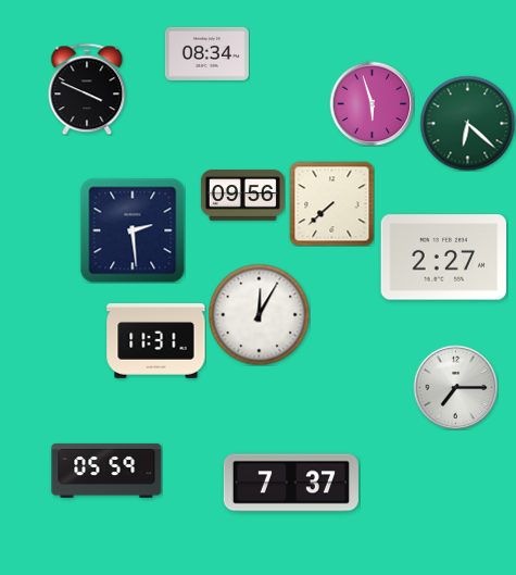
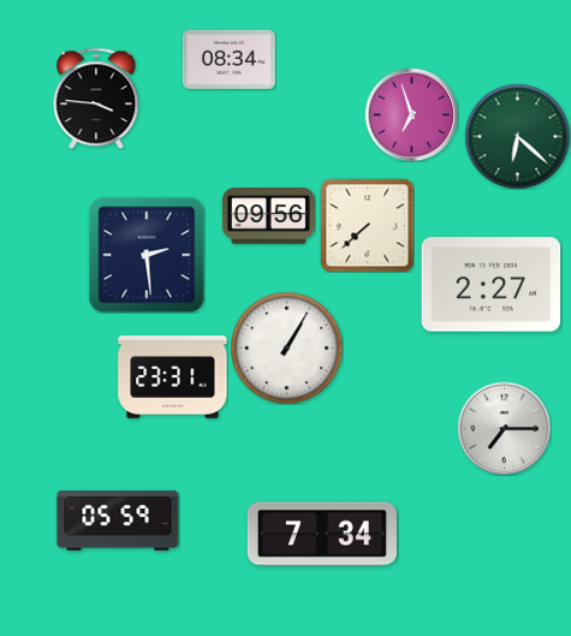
clock at (87, 89): 3:49 -> 3:46
clock at (372, 103): 5:57 -> 6:57
clock at (259, 314): 12:05 -> 1:05
clock at (156, 341): 11:31 -> 23:31
clock at (291, 483): 7:37 -> 7:34
